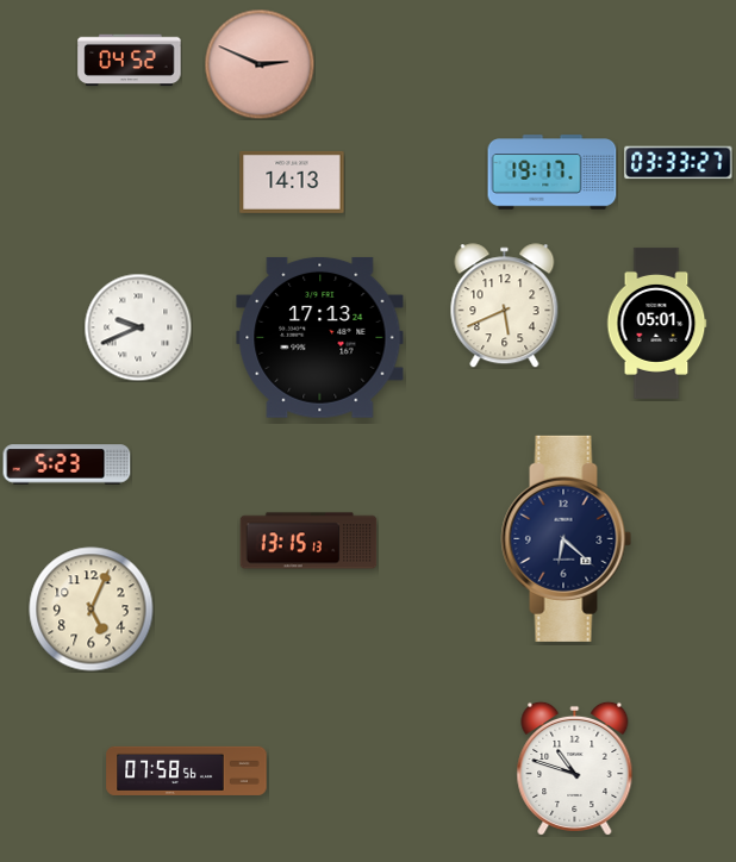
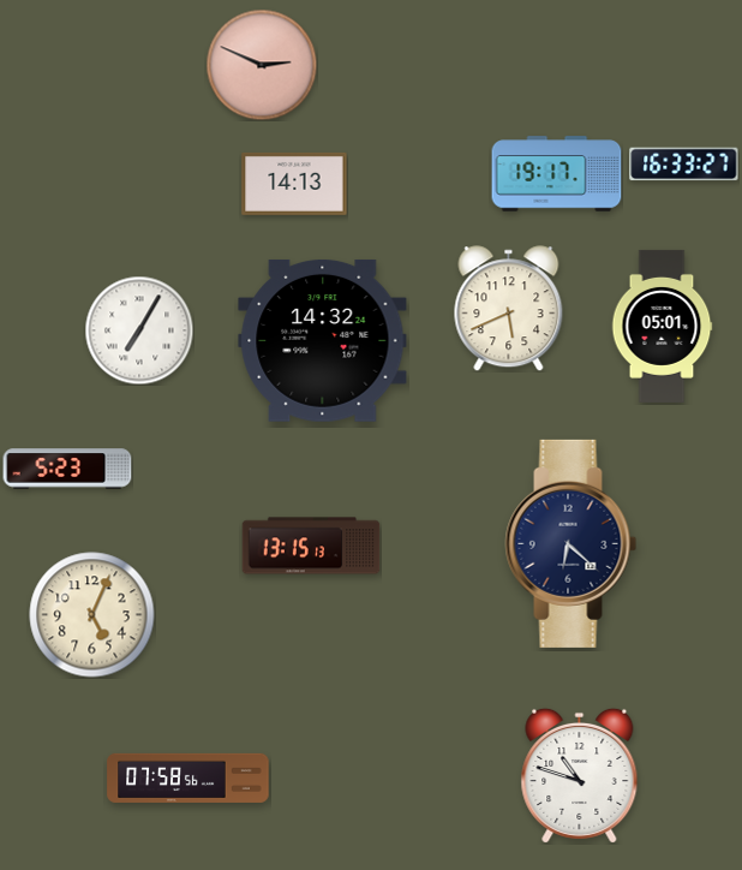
clock at (130, 61): 04:52 -> none
clock at (679, 163): 03:33 -> 16:33
clock at (138, 327): 9:41 -> 7:05
clock at (320, 337): 17:13 -> 14:32
